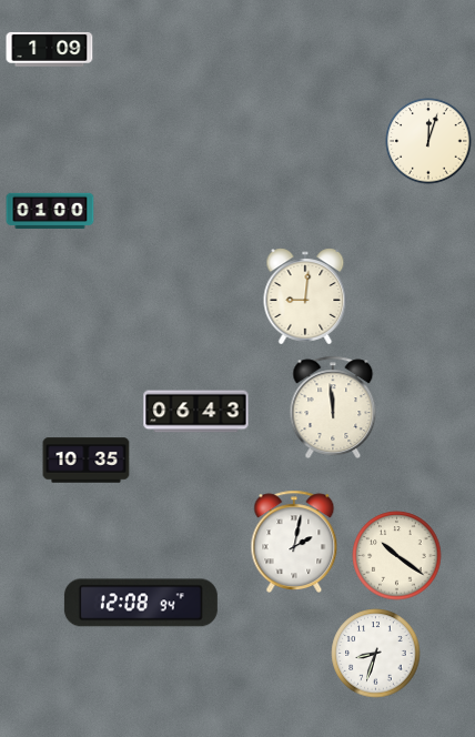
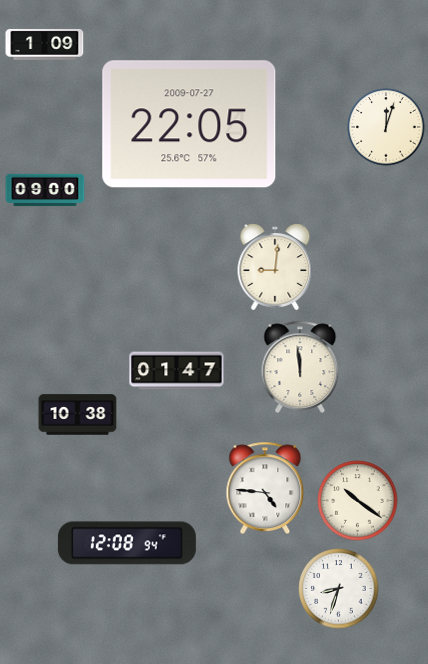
clock at (189, 124): none -> 22:05
clock at (50, 211): 01:00 -> 09:00
clock at (196, 412): 06:43 -> 01:47
clock at (87, 461): 10:35 -> 10:38
clock at (294, 541): 2:02 -> 4:46
